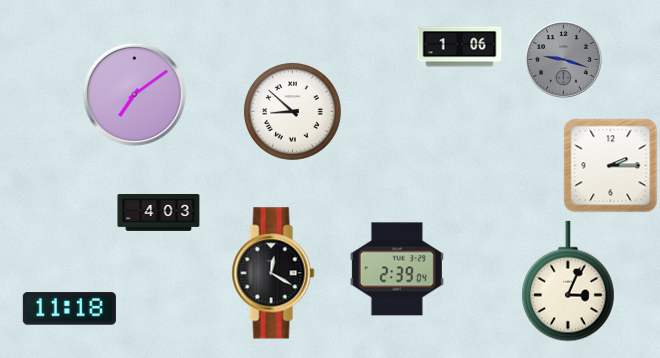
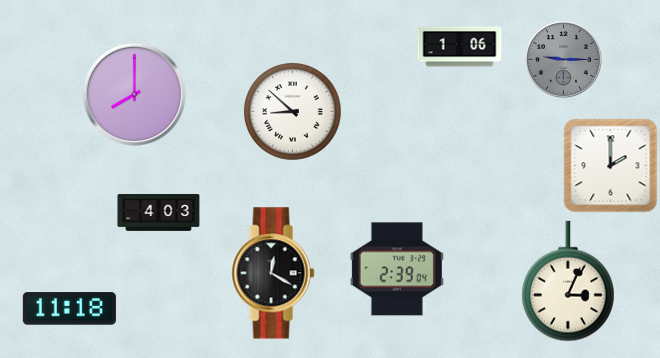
clock at (564, 60): 9:18 -> 9:15
clock at (134, 94): 7:09 -> 8:00
clock at (611, 166): 2:15 -> 2:00
